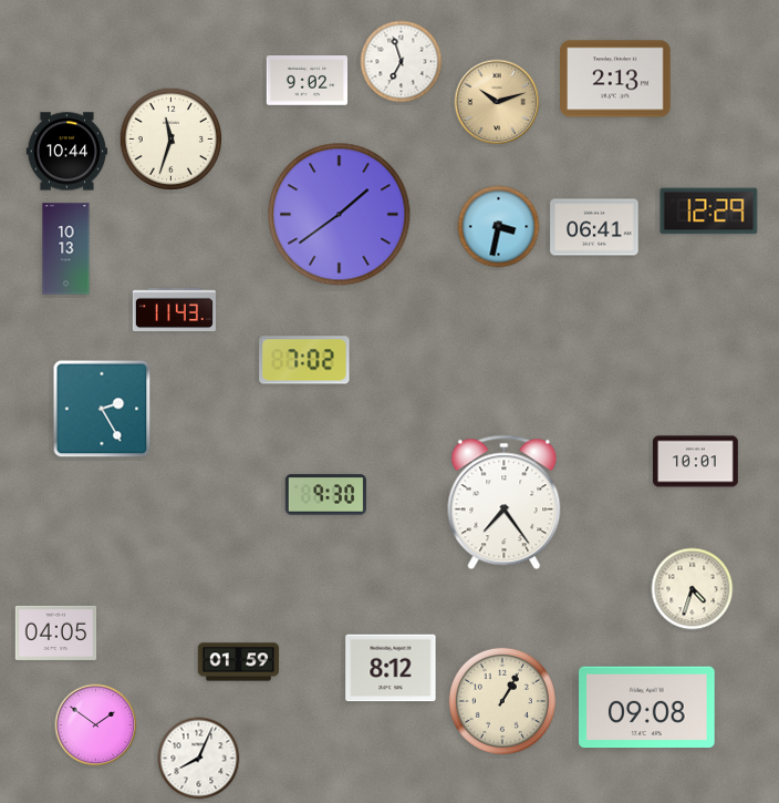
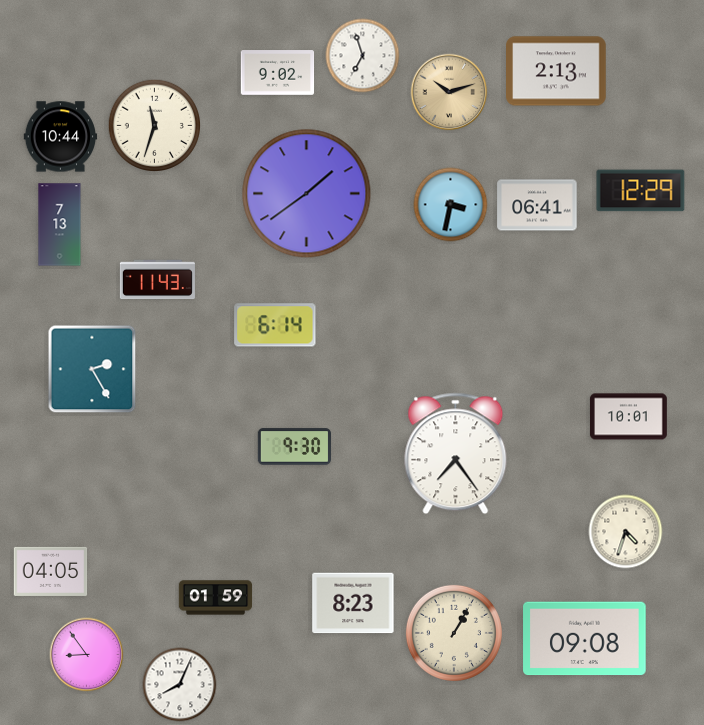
clock at (66, 249): 10:13 -> 7:13
clock at (304, 360): 7:02 -> 6:14
clock at (391, 668): 8:12 -> 8:23
clock at (96, 725): 1:51 -> 8:54
